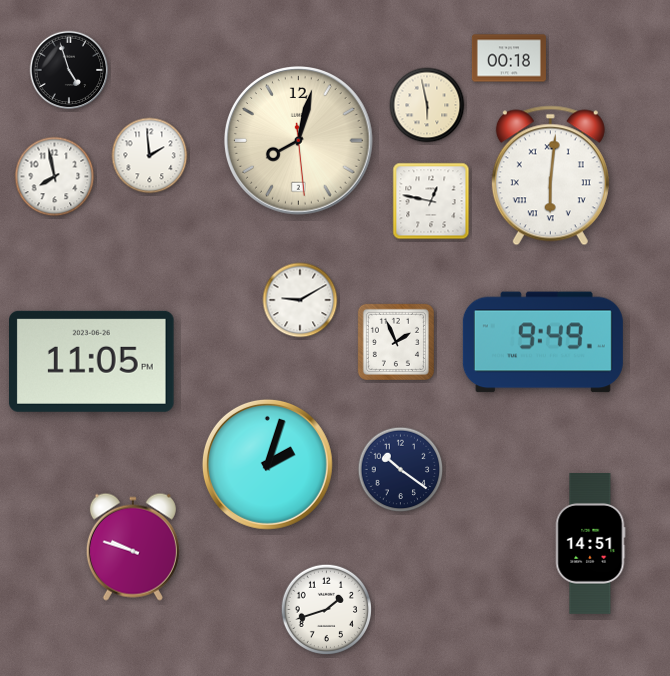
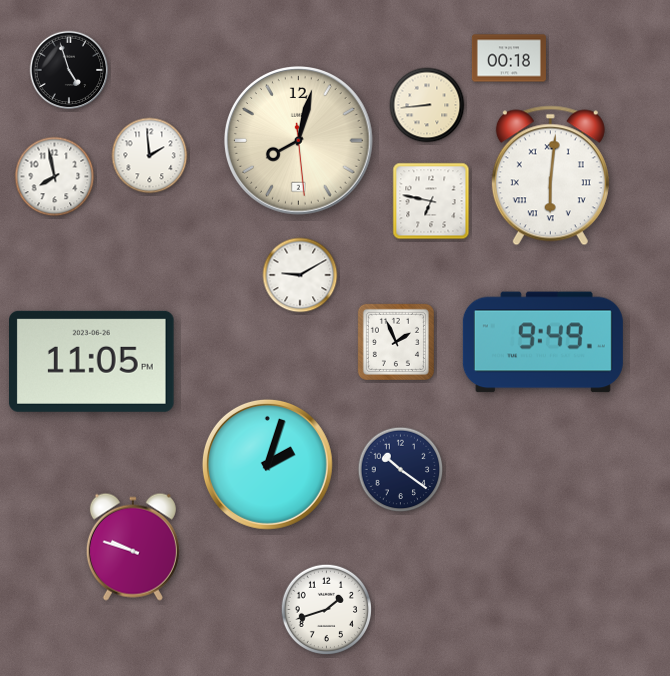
clock at (427, 105): 5:58 -> 8:44
clock at (431, 201): 12:47 -> 6:47
clock at (300, 300) position: (300, 300) -> (300, 275)
clock at (590, 544): 14:51 -> none
